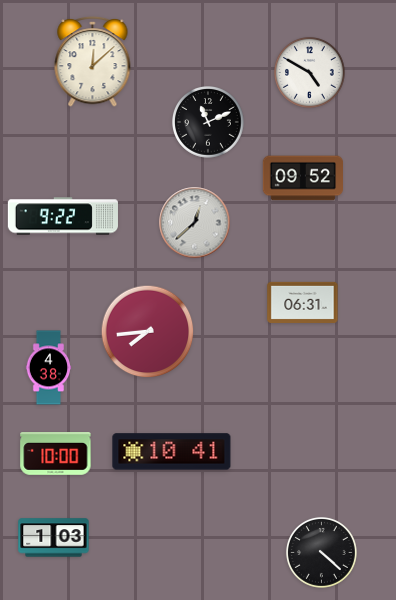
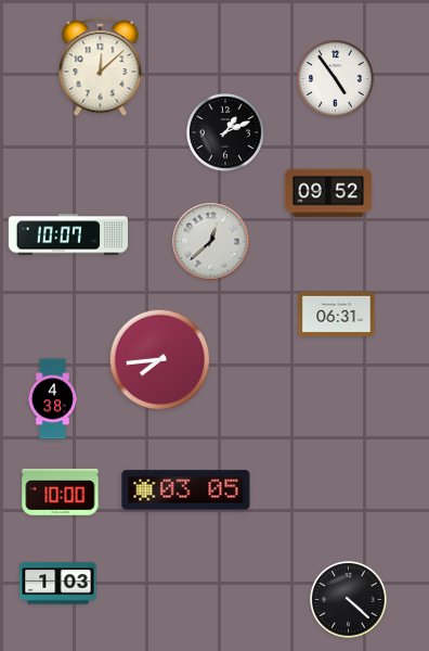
clock at (310, 73): 4:50 -> 4:54
clock at (209, 123): 11:11 -> 1:11
clock at (62, 216): 9:22 -> 10:07
clock at (303, 302) position: (303, 302) -> (337, 314)
clock at (172, 452): 10:41 -> 03:05
